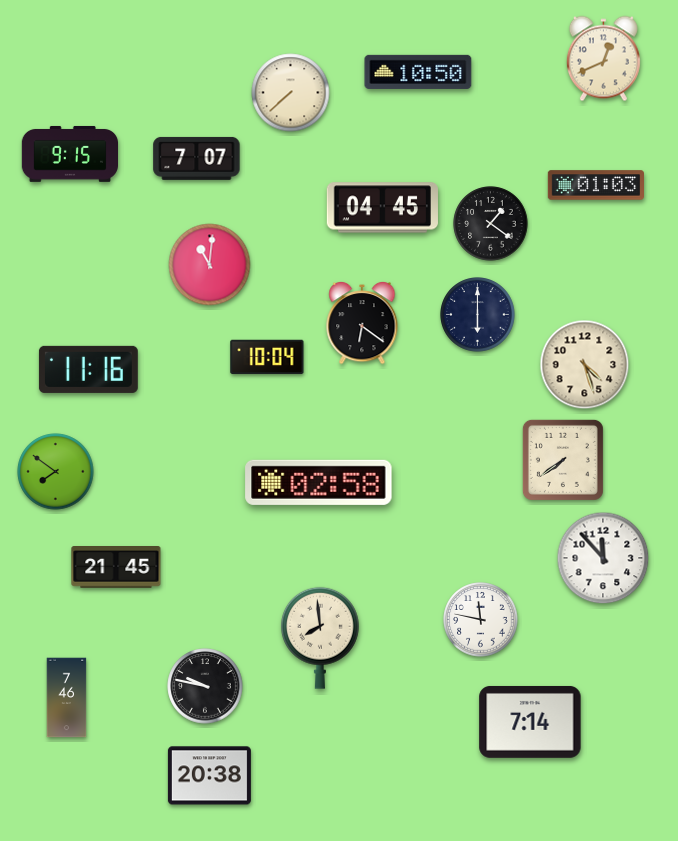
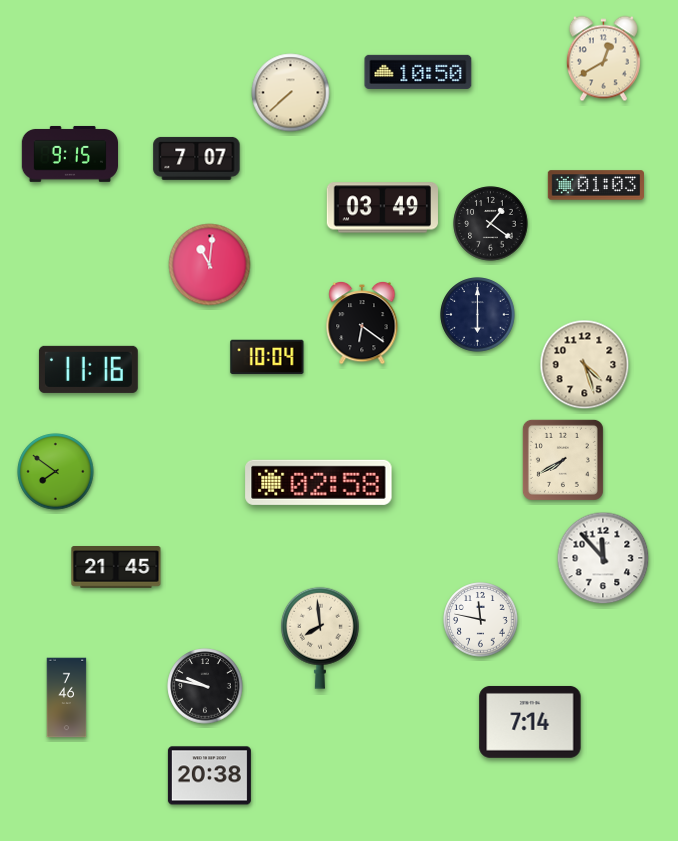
clock at (603, 59): 12:41 -> 12:40
clock at (382, 208): 04:45 -> 03:49
clock at (563, 460): 7:39 -> 7:40
